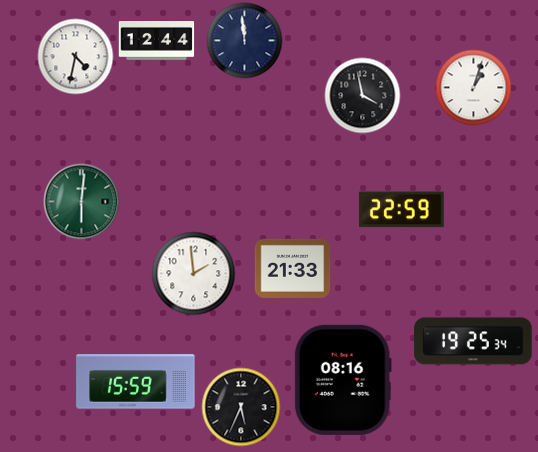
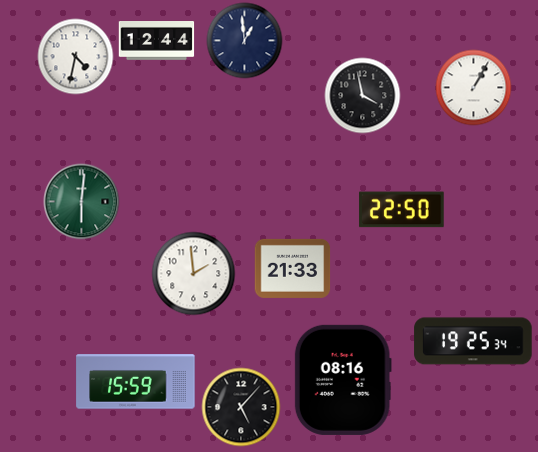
clock at (245, 41): 11:59 -> 12:59
clock at (474, 88): 1:03 -> 1:05
clock at (402, 210): 22:59 -> 22:50
clock at (241, 407): 5:34 -> 5:07
